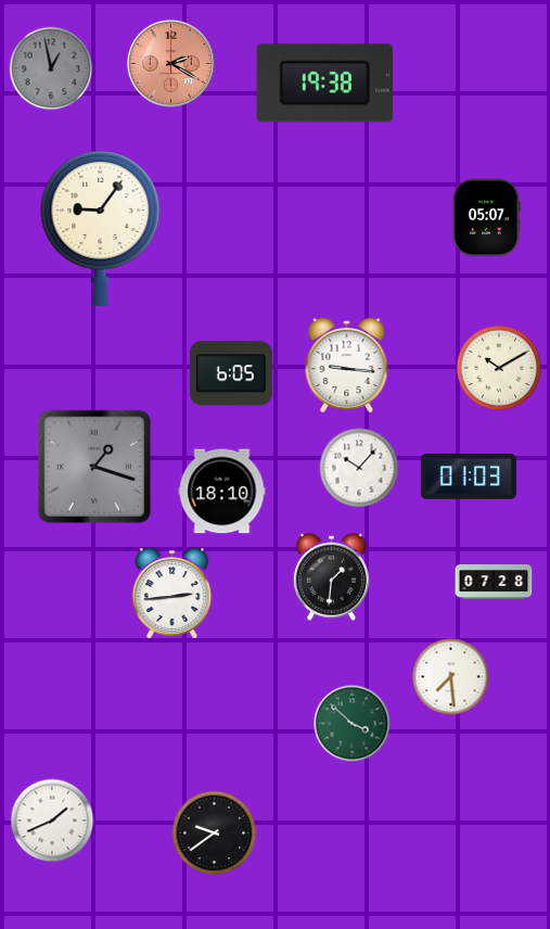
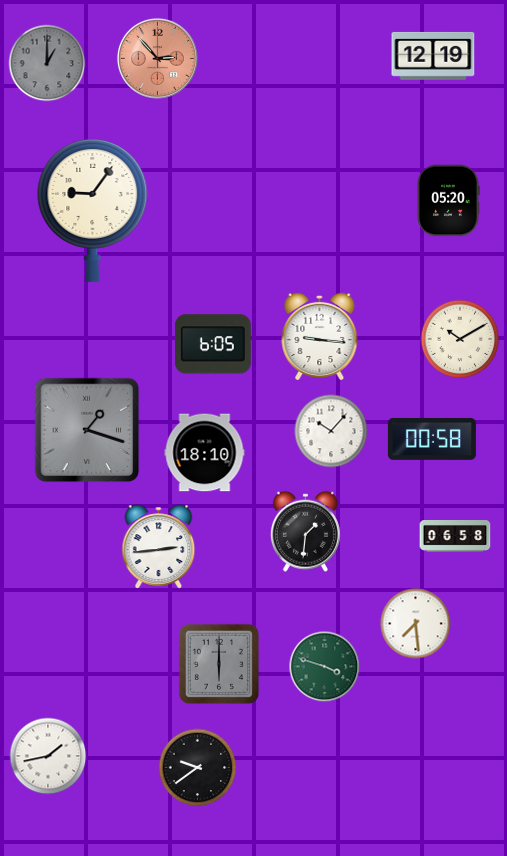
clock at (433, 56): none -> 12:19
clock at (170, 63): 2:20 -> 2:53
clock at (51, 68): 12:58 -> 1:00
clock at (325, 84): 19:38 -> none
clock at (486, 218): 05:07 -> 05:20
clock at (469, 476): 01:03 -> 00:58
clock at (494, 583): 07:28 -> 06:58
clock at (219, 664): none -> 6:00
clock at (353, 724): 3:52 -> 3:48
clock at (52, 820): 1:41 -> 1:43
